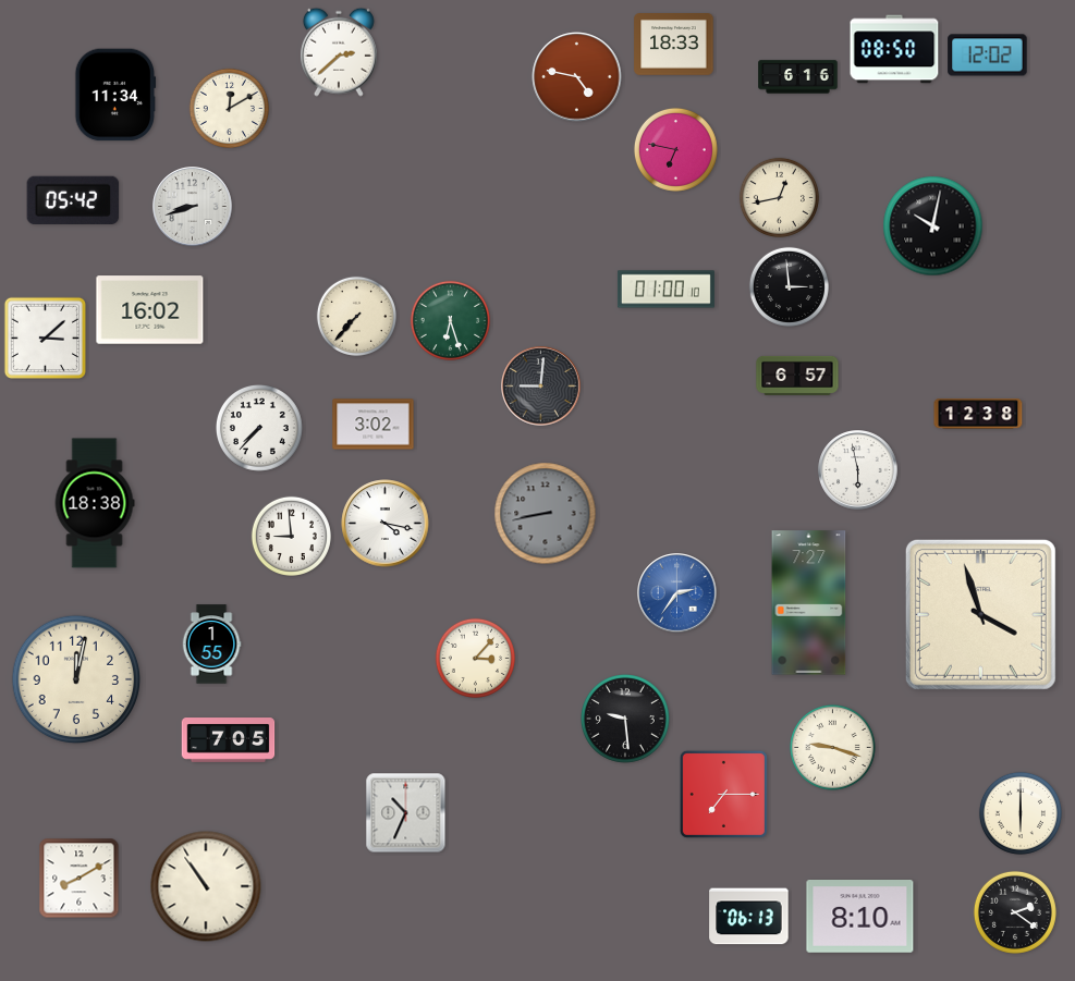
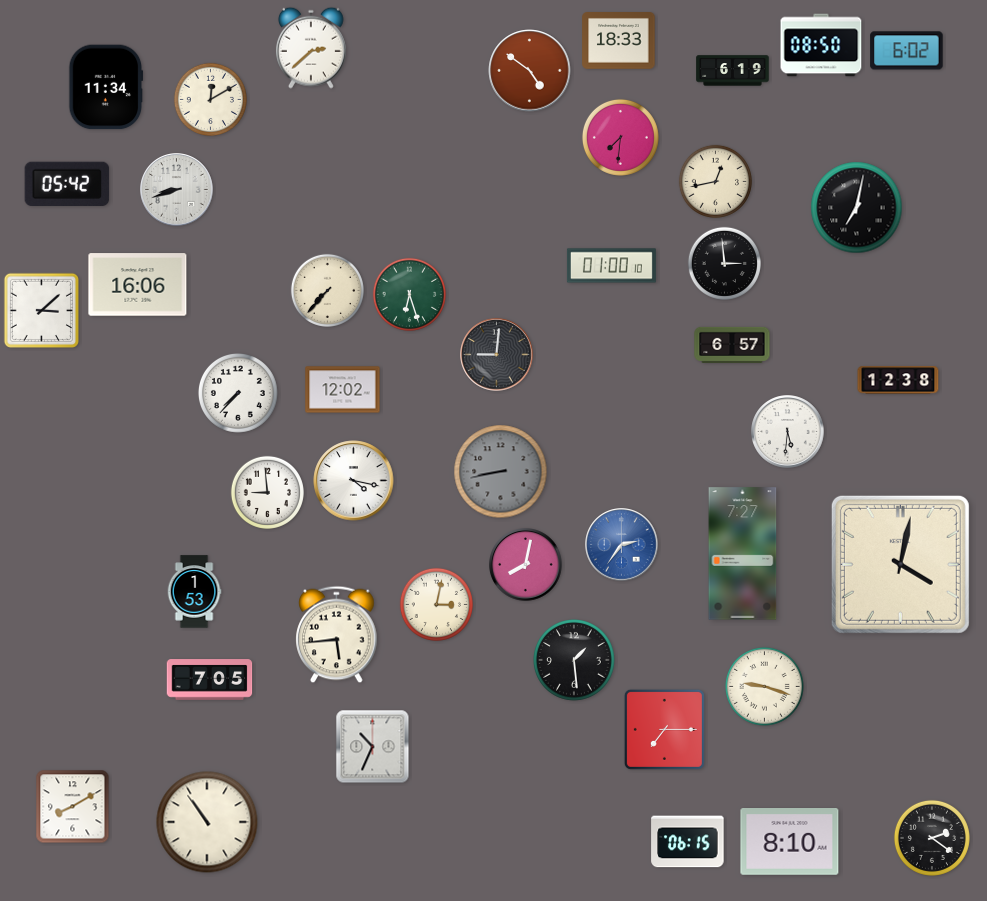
clock at (988, 56): 12:02 -> 6:02
clock at (577, 77): 4:47 -> 4:51
clock at (798, 77): 6:16 -> 6:19
clock at (675, 149): 6:47 -> 7:31
clock at (933, 226): 10:02 -> 7:02
clock at (150, 310): 16:02 -> 16:06
clock at (450, 320) position: (450, 320) -> (409, 294)
clock at (374, 425): 3:02 -> 12:02
clock at (858, 470): 5:58 -> 5:31
clock at (95, 503): 18:38 -> none
clock at (980, 614): 3:57 -> 4:02
clock at (526, 565): none -> 8:02
clock at (211, 645): 1:55 -> 1:53
clock at (475, 658): 3:07 -> 3:02
clock at (76, 679): 12:02 -> none
clock at (337, 635): none -> 5:44
clock at (626, 720): 9:29 -> 1:29
clock at (1021, 813): 6:00 -> none
clock at (206, 886) position: (206, 886) -> (207, 822)
clock at (749, 917): 06:13 -> 06:15
